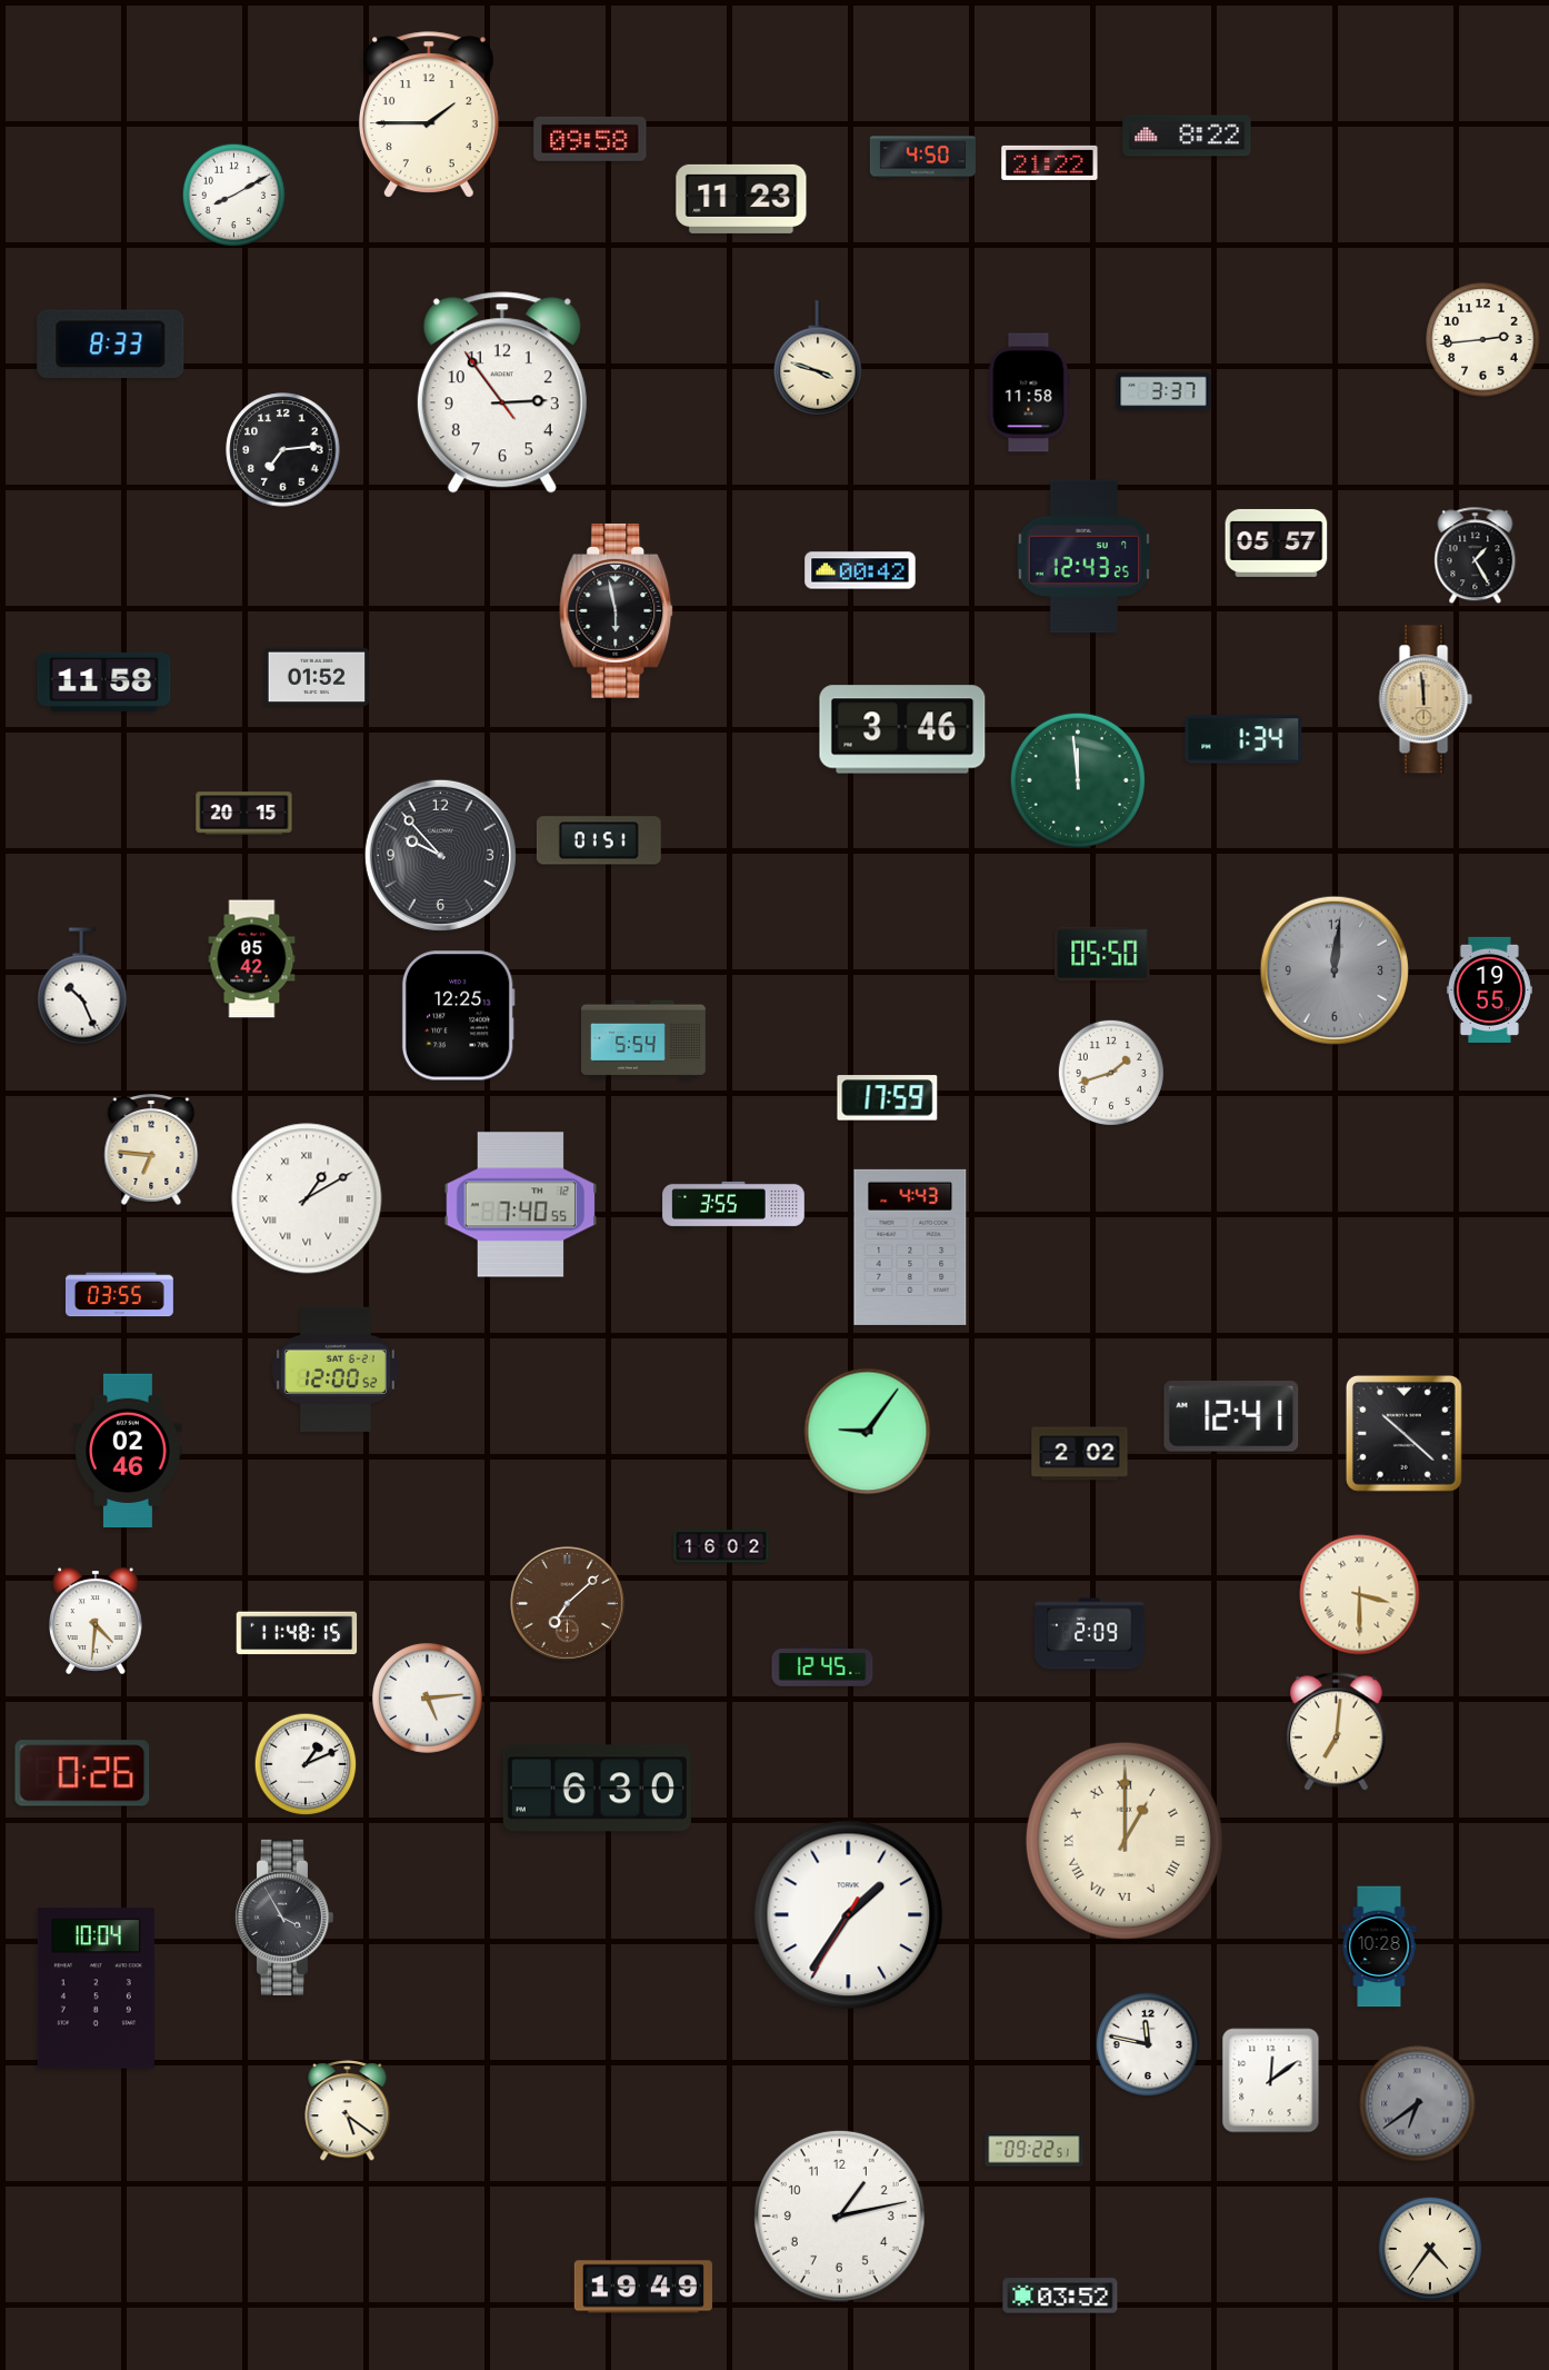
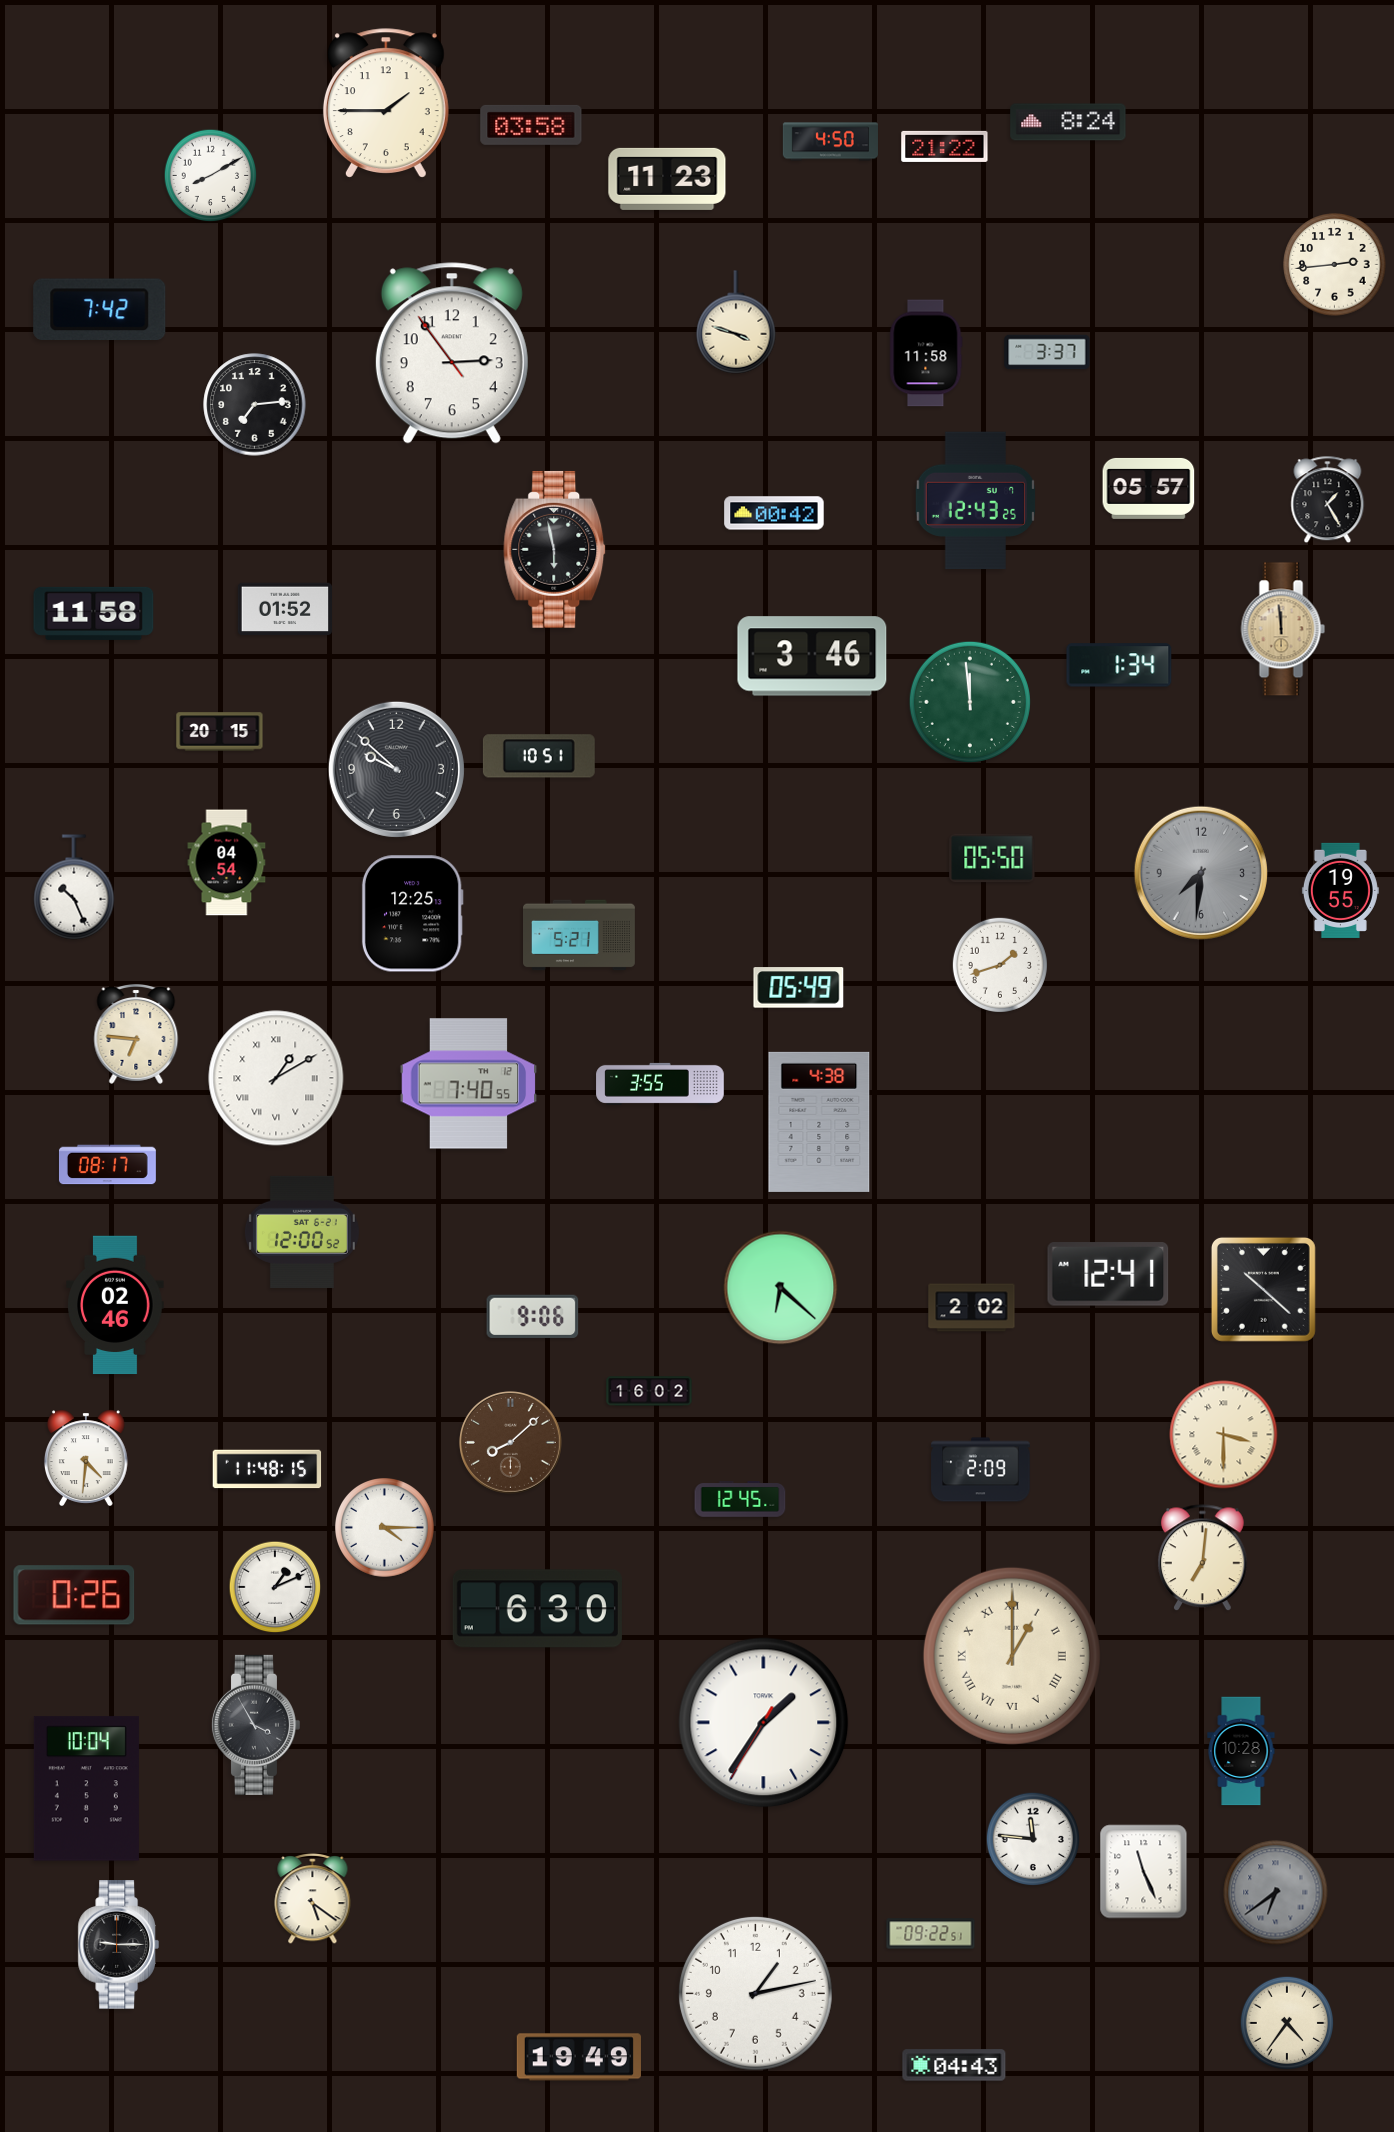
clock at (1187, 136): 8:22 -> 8:24
clock at (590, 139): 09:58 -> 03:58
clock at (1483, 340) position: (1483, 340) -> (1335, 265)
clock at (111, 343): 8:33 -> 7:42
clock at (599, 840): 01:51 -> 10:51
clock at (440, 855): 9:53 -> 9:52
clock at (252, 959): 05:42 -> 04:54
clock at (1333, 969): 12:01 -> 7:31
clock at (644, 1039): 5:54 -> 5:21
clock at (888, 1098): 17:59 -> 05:49
clock at (910, 1247): 4:43 -> 4:38
clock at (119, 1295): 03:55 -> 08:17
clock at (868, 1432): 9:06 -> 6:22
clock at (533, 1316): none -> 9:06
clock at (567, 1603): 7:08 -> 8:08
clock at (428, 1699): 5:14 -> 4:15
clock at (1148, 2044): 11:47 -> 11:46
clock at (1271, 2081): 12:09 -> 11:26
clock at (118, 1945): none -> 9:15
clock at (1060, 2296): 03:52 -> 04:43
